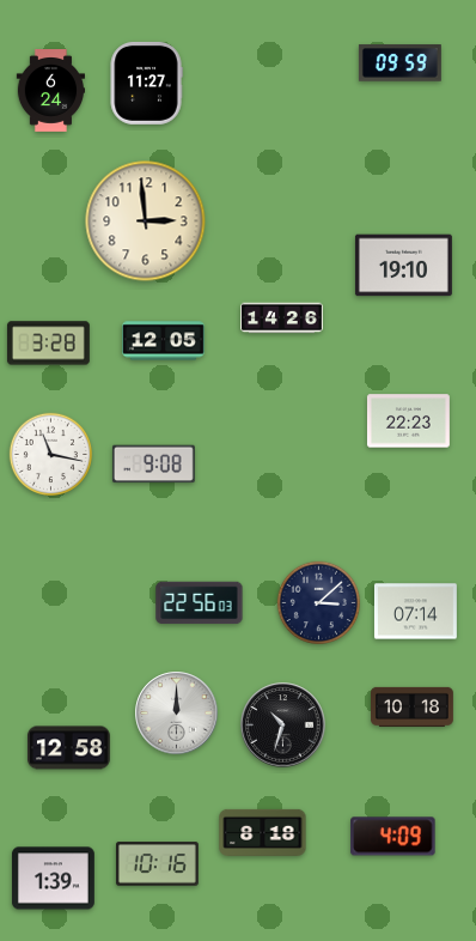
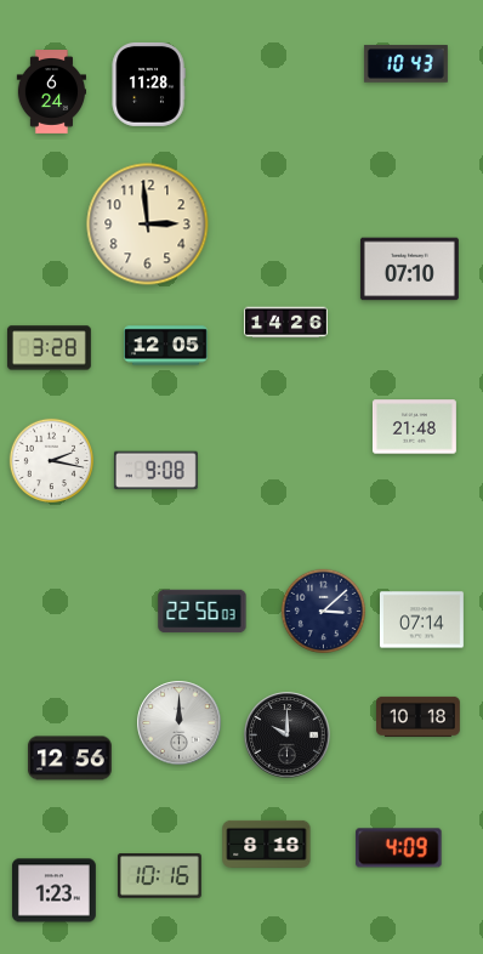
clock at (399, 63): 09:59 -> 10:43
clock at (146, 83): 11:27 -> 11:28
clock at (403, 266): 19:10 -> 07:10
clock at (408, 421): 22:23 -> 21:48
clock at (50, 454): 11:17 -> 2:17
clock at (283, 726): 10:33 -> 10:00
clock at (68, 748): 12:58 -> 12:56
clock at (53, 879): 1:39 -> 1:23
